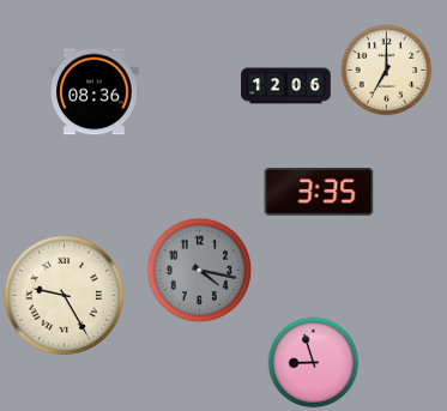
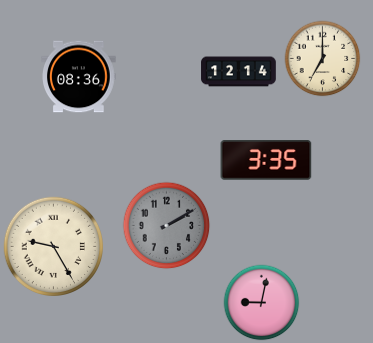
clock at (286, 86): 12:06 -> 12:14
clock at (200, 271): 4:17 -> 2:10
clock at (314, 363): 8:57 -> 9:02
